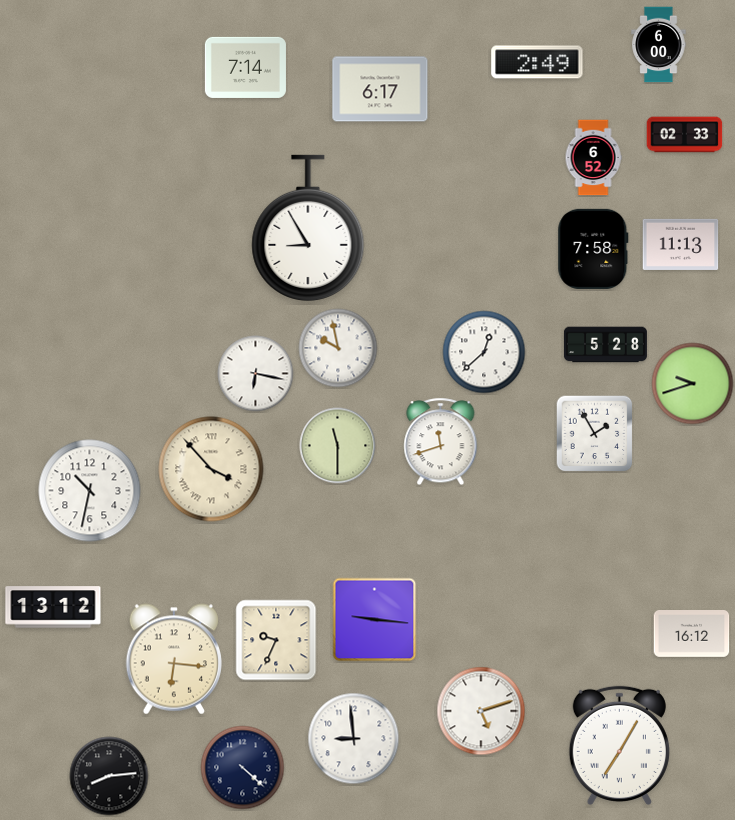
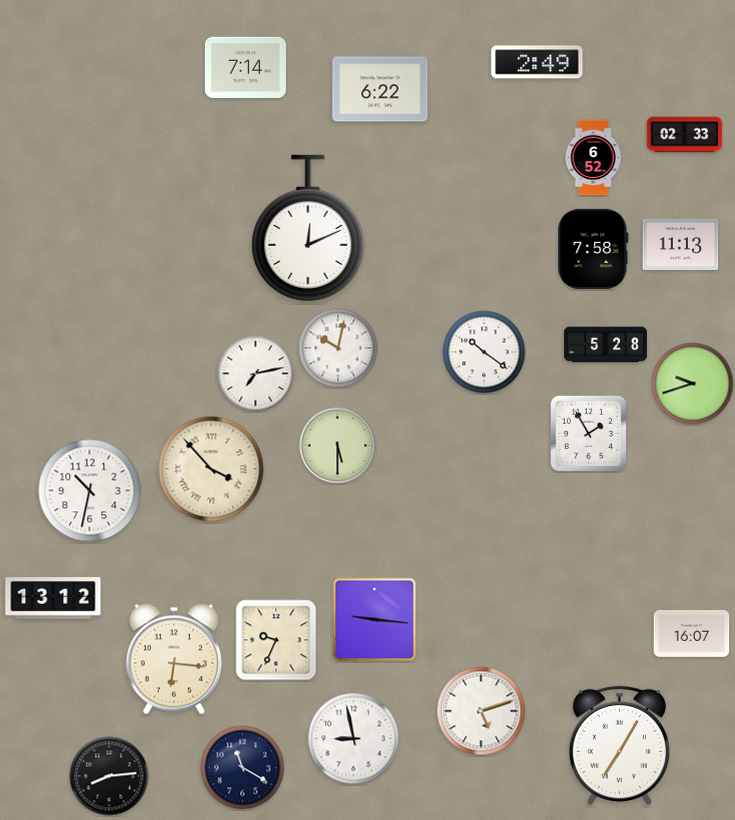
clock at (659, 45): 6:00 -> none
clock at (380, 89): 6:17 -> 6:22
clock at (308, 228): 8:55 -> 12:11
clock at (338, 348): 9:58 -> 10:02
clock at (484, 352): 12:38 -> 10:21
clock at (256, 374): 6:17 -> 7:13
clock at (594, 433) position: (594, 433) -> (588, 433)
clock at (441, 442): 11:42 -> none
clock at (338, 446): 11:30 -> 5:30
clock at (53, 607) position: (53, 607) -> (53, 598)
clock at (692, 634): 16:12 -> 16:07
clock at (354, 739): 8:59 -> 8:58
clock at (243, 768): 4:22 -> 11:20
